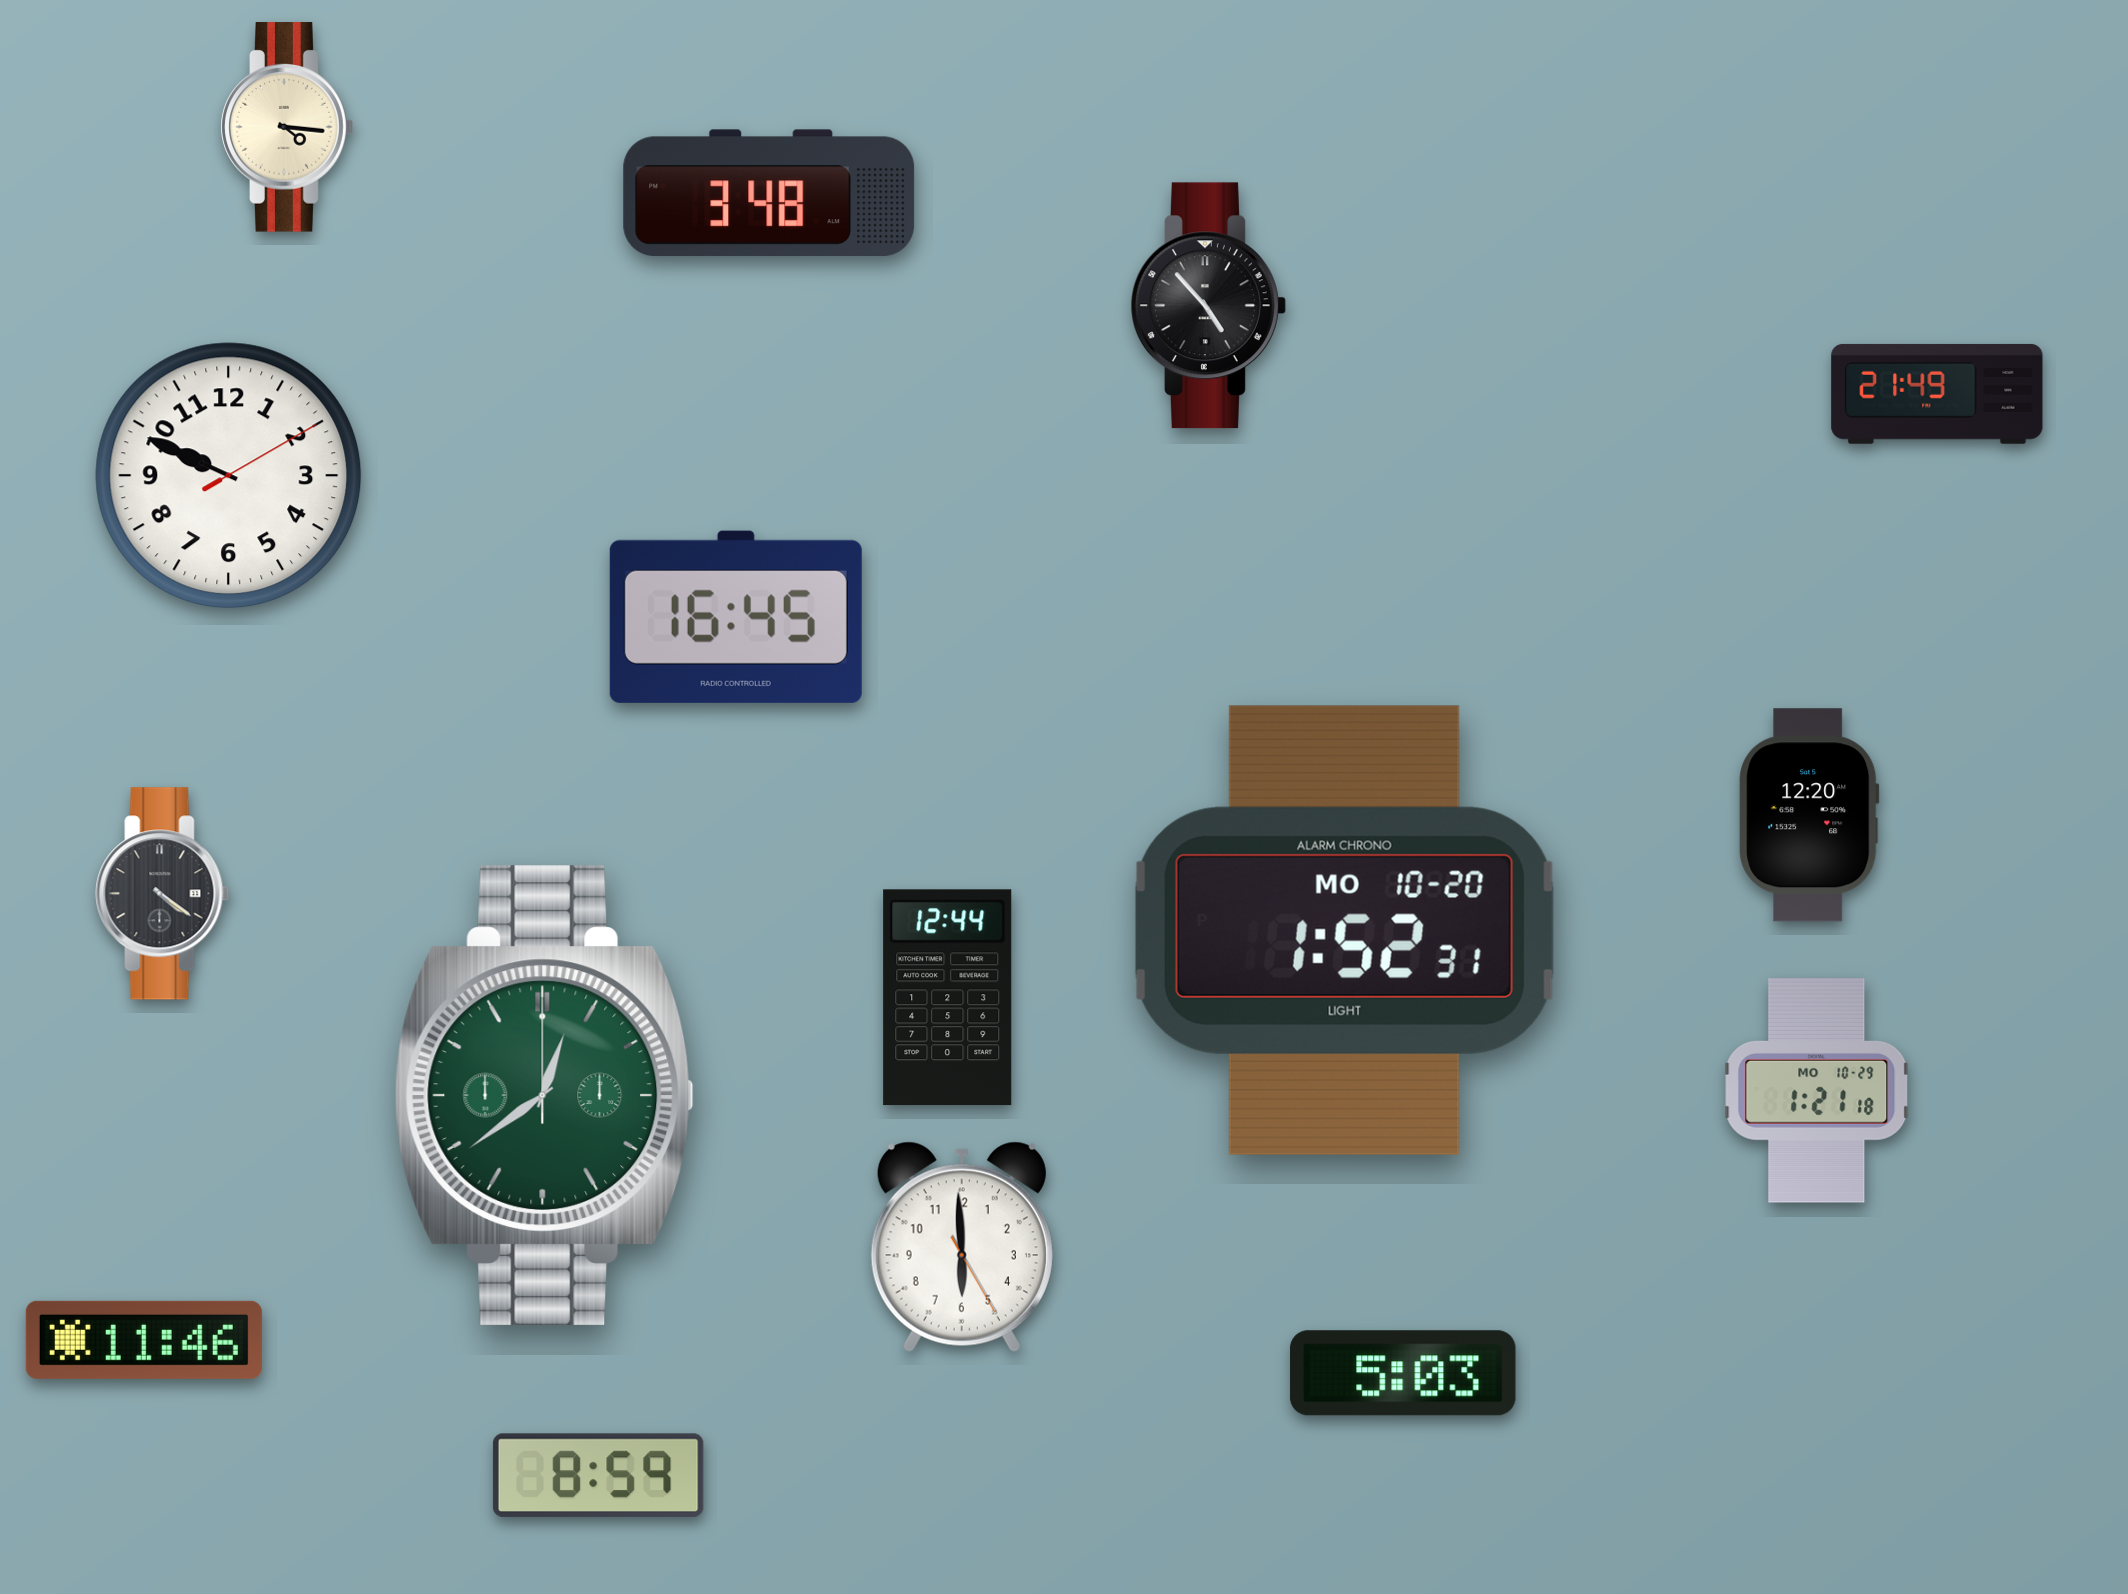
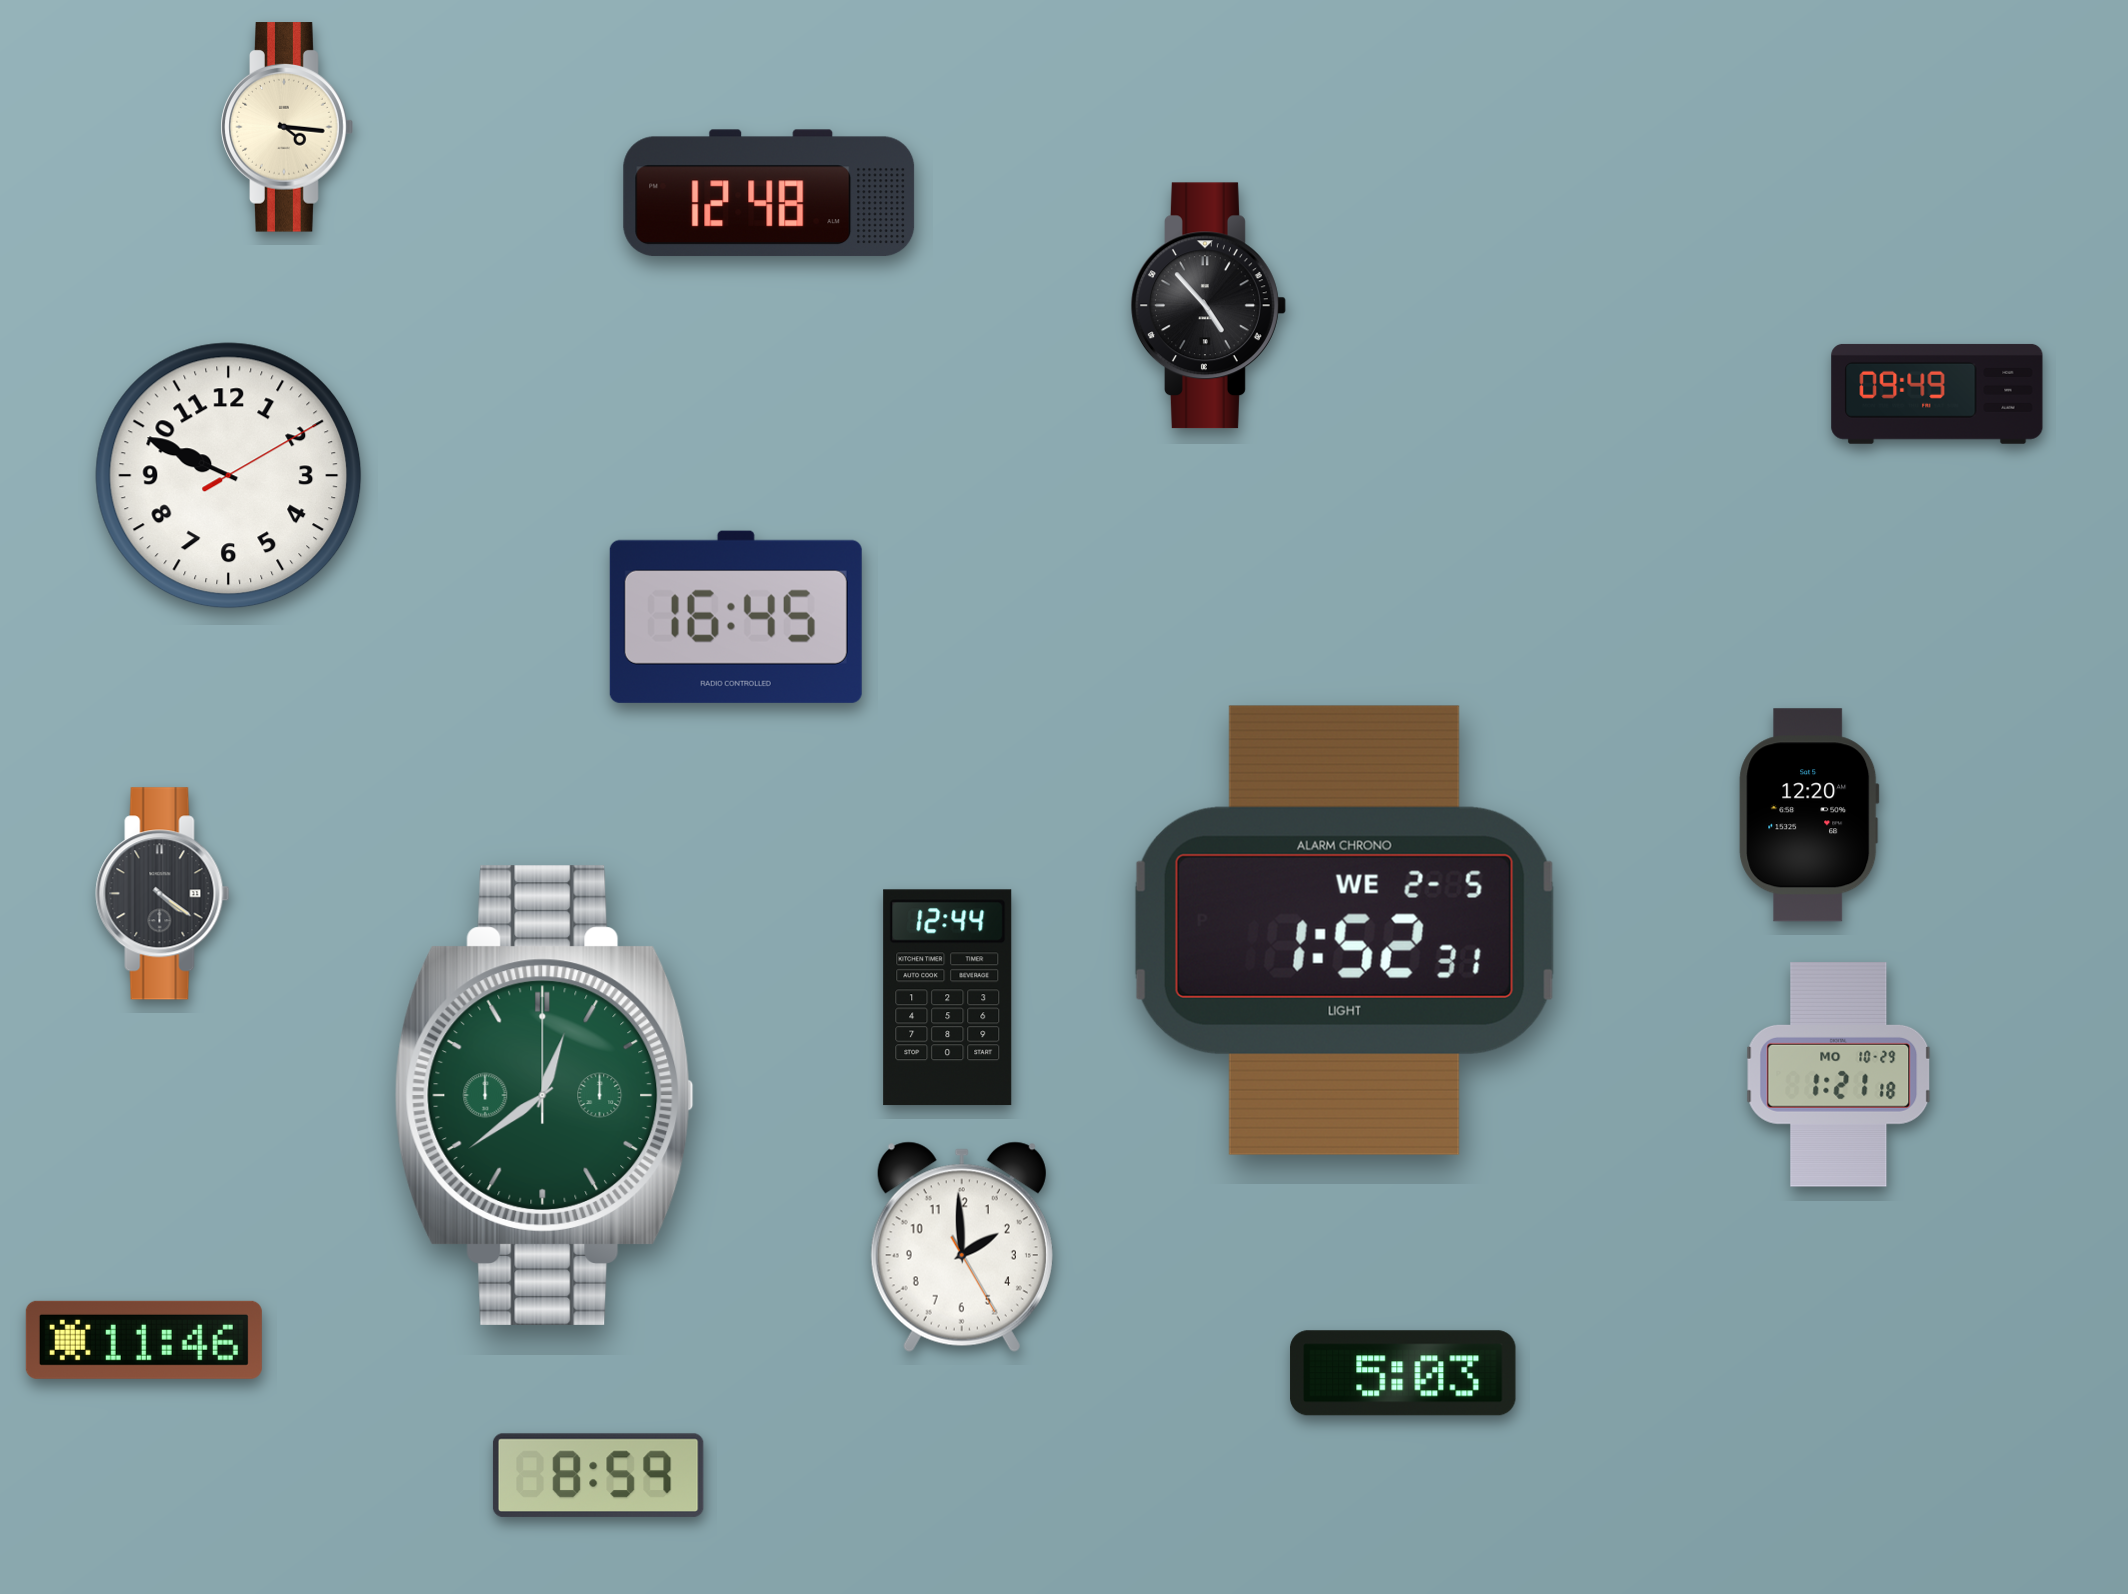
clock at (769, 193): 3:48 -> 12:48
clock at (1937, 394): 21:49 -> 09:49
clock at (1344, 930) date: MO 10-20 -> WE 2-5
clock at (1817, 1091) position: (1817, 1091) -> (1839, 1075)
clock at (962, 1247): 5:59 -> 1:59
